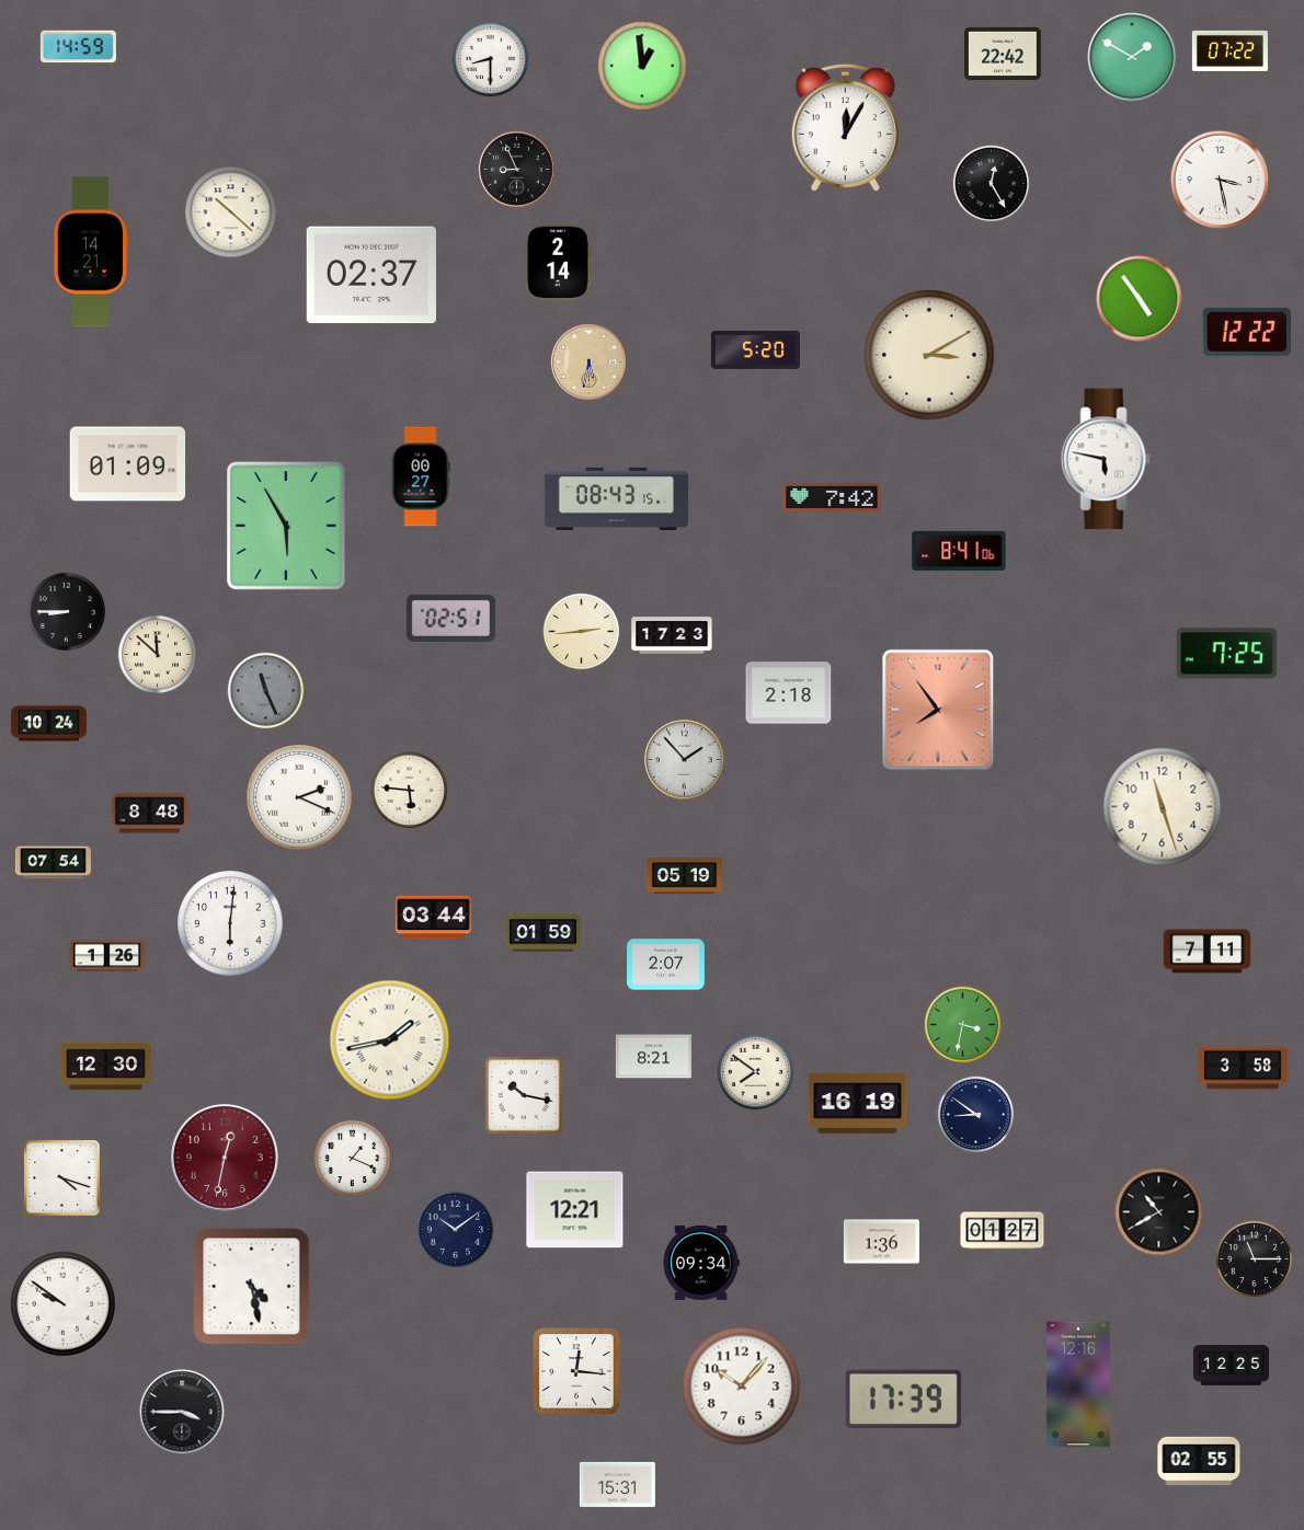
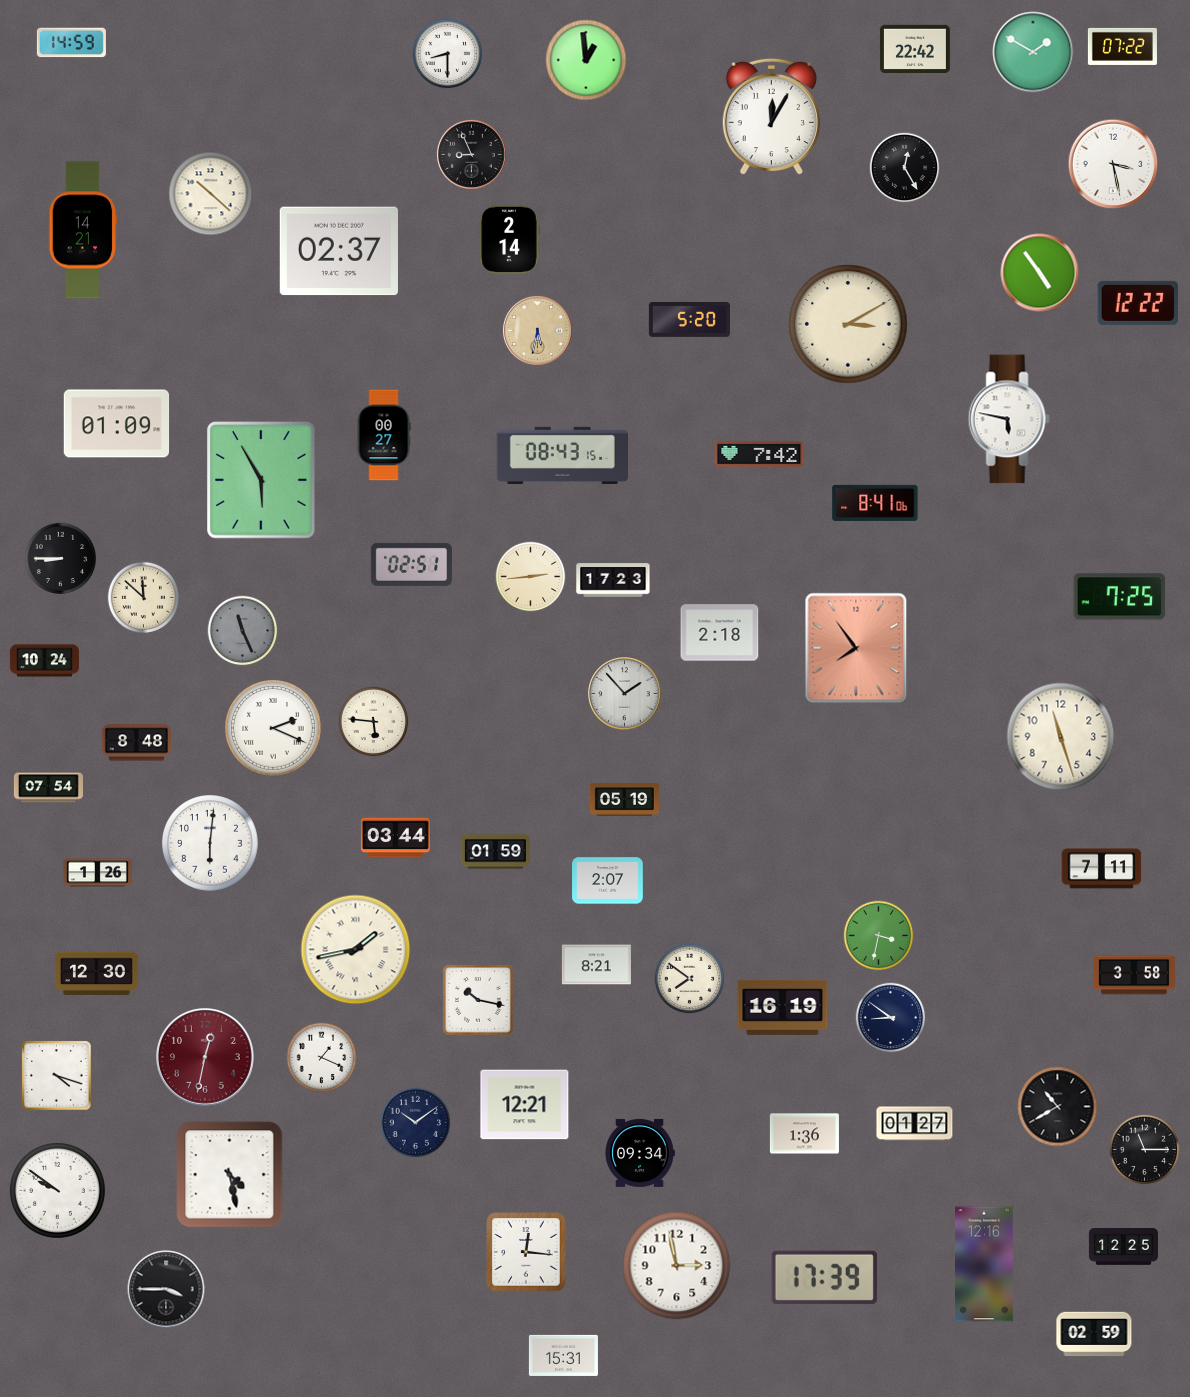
clock at (742, 1387): 10:07 -> 2:58
clock at (1199, 1461): 02:55 -> 02:59
